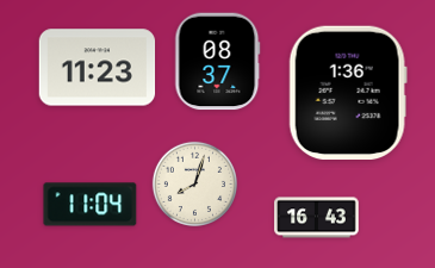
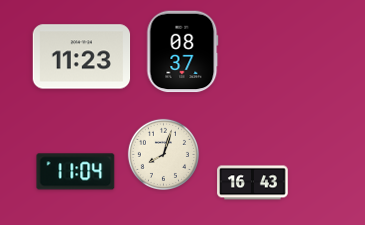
clock at (348, 92): 1:36 -> none
clock at (317, 218) position: (317, 218) -> (253, 183)
